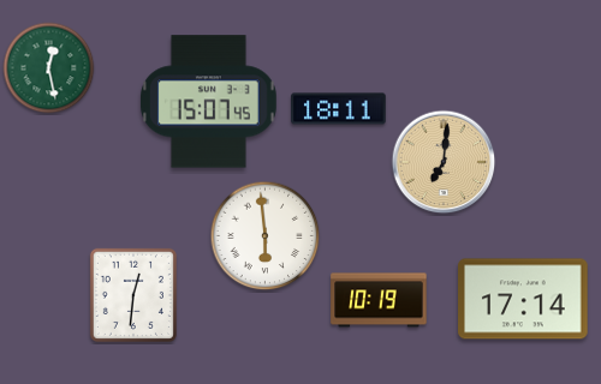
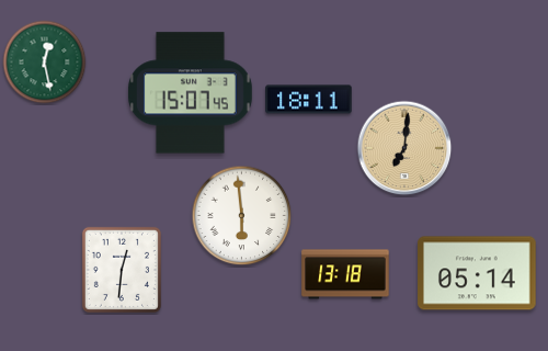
clock at (523, 299): 17:14 -> 05:14
clock at (379, 300): 10:19 -> 13:18
